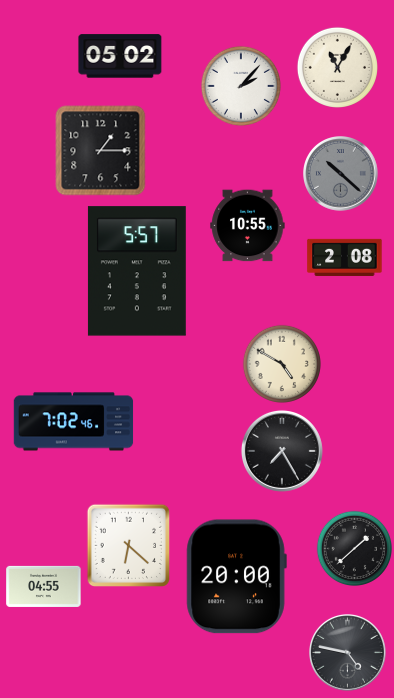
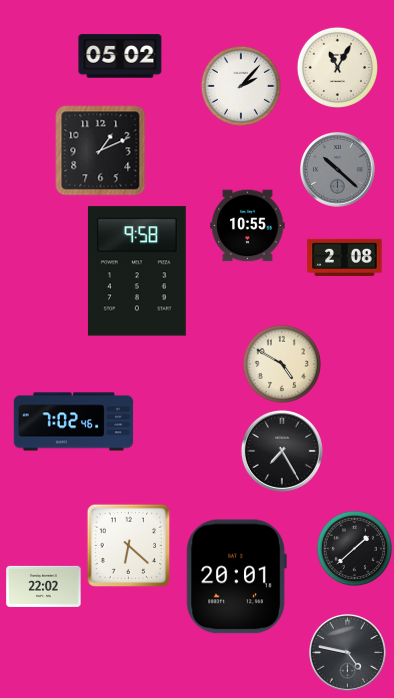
clock at (101, 151): 1:15 -> 1:11
clock at (341, 174) position: (341, 174) -> (338, 170)
clock at (137, 271): 5:57 -> 9:58
clock at (236, 577): 20:00 -> 20:01
clock at (44, 586): 04:55 -> 22:02
